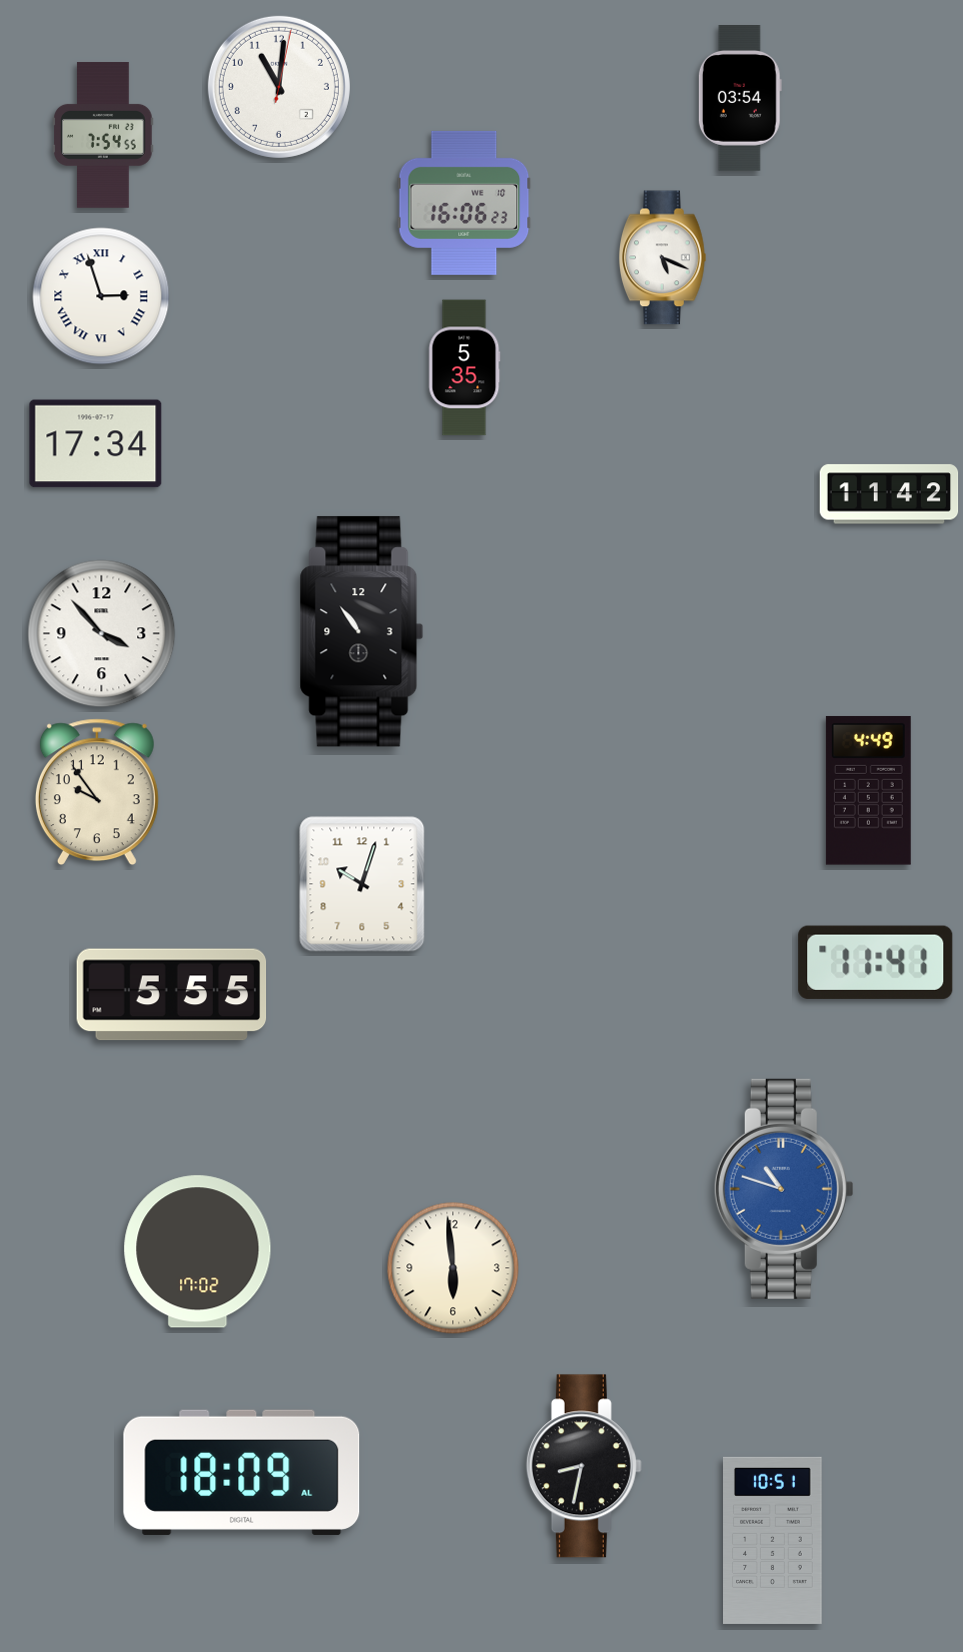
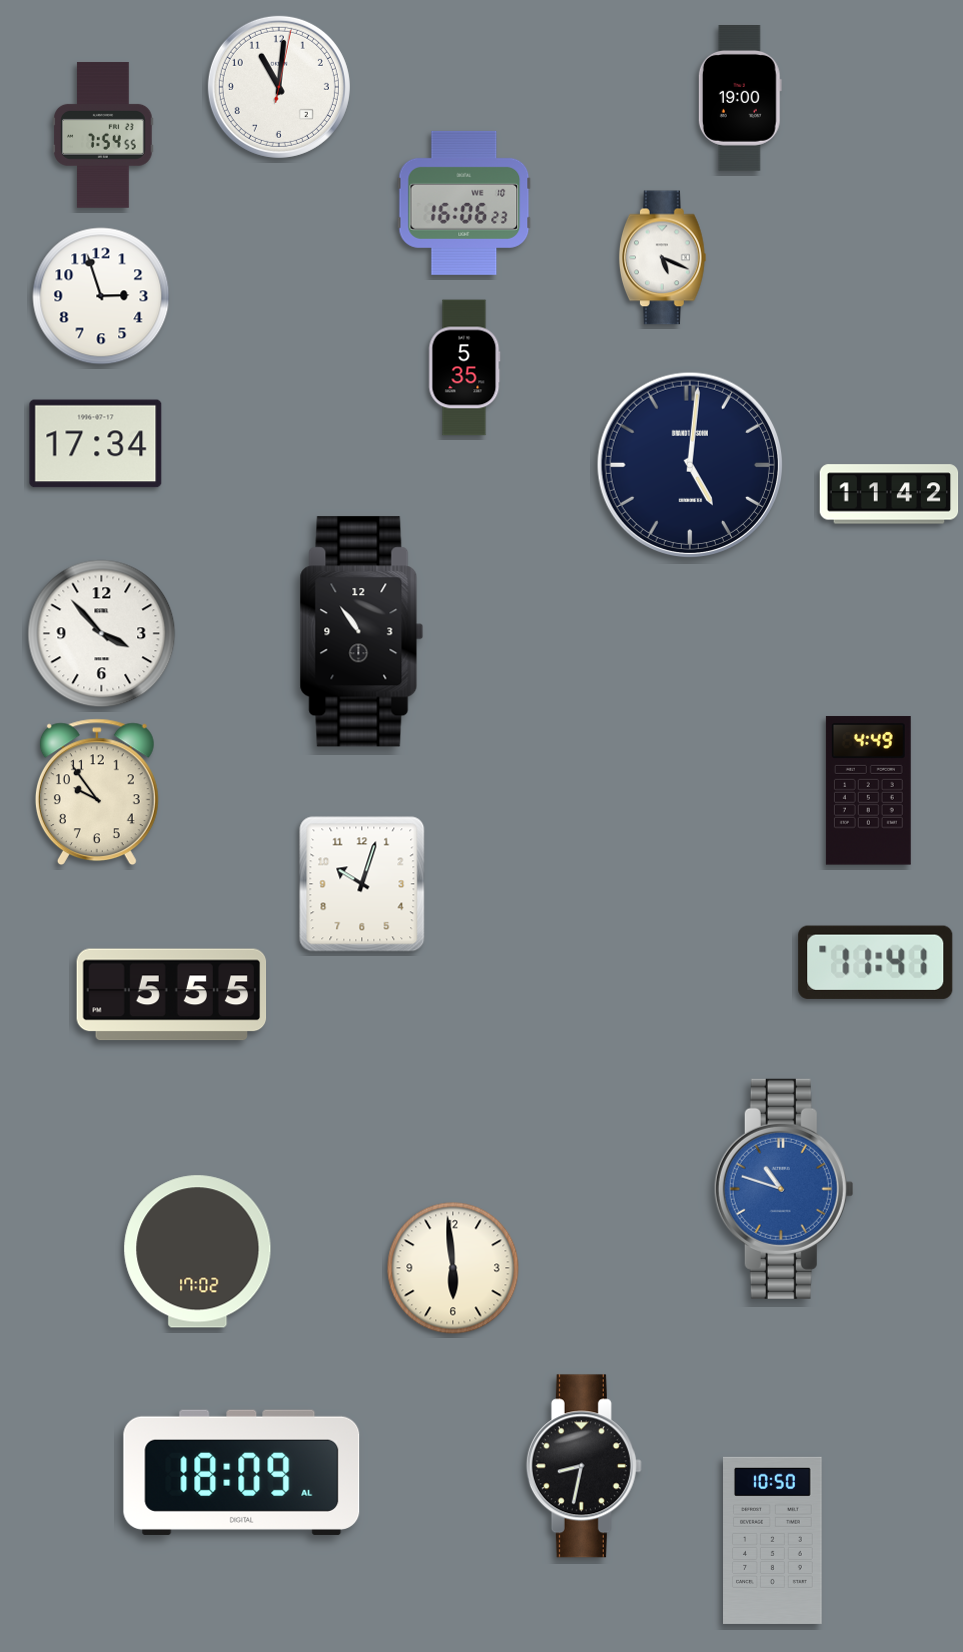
clock at (740, 99): 03:54 -> 19:00
clock at (101, 296) numerals: Roman -> Arabic
clock at (689, 464): none -> 5:01
clock at (773, 1540): 10:51 -> 10:50
